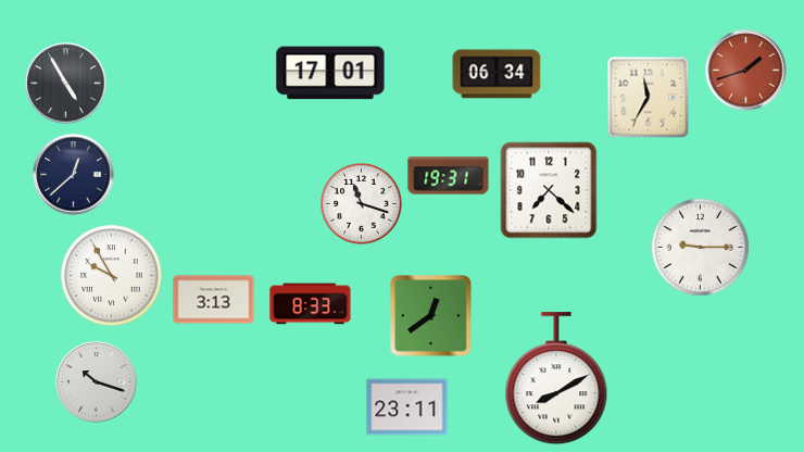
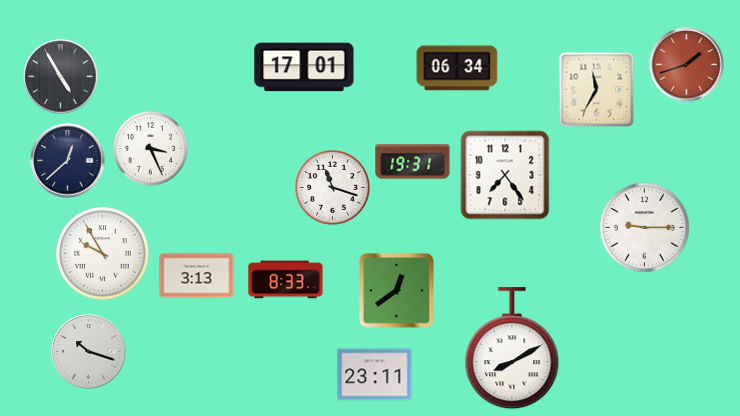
clock at (151, 149): none -> 3:26
clock at (549, 190): 7:22 -> 7:24
